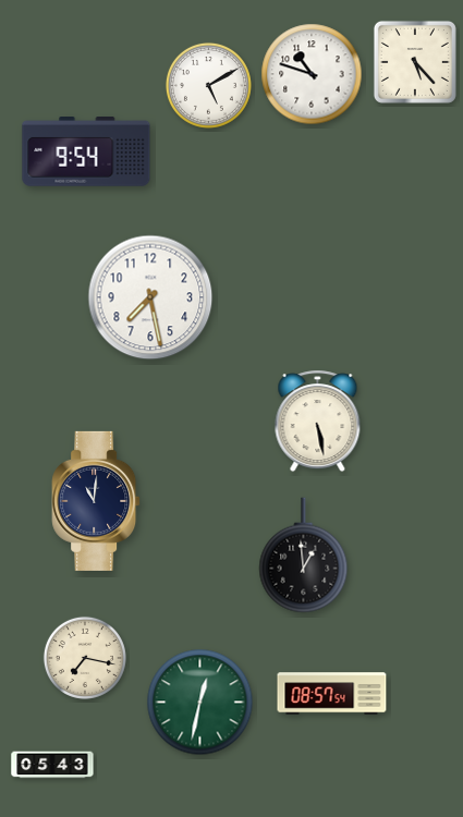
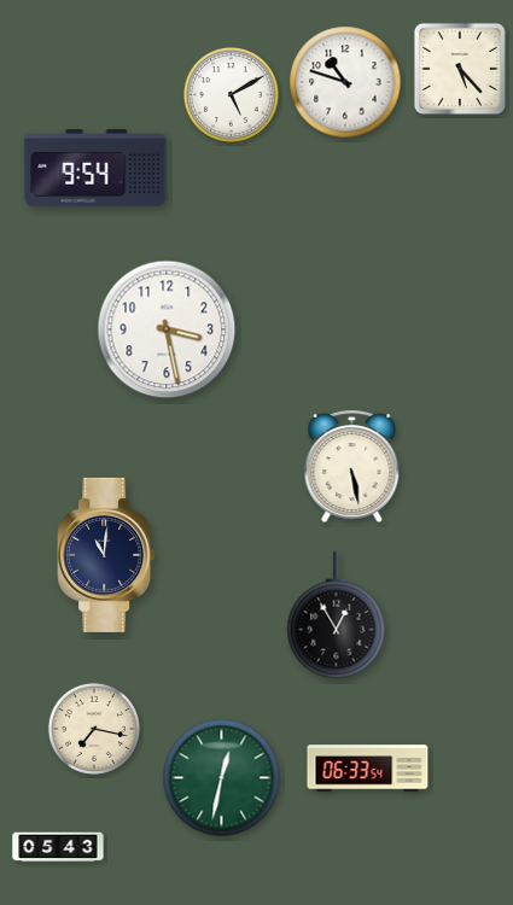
clock at (150, 297): 7:28 -> 3:28
clock at (304, 556): 12:59 -> 12:55
clock at (332, 694): 08:57 -> 06:33
